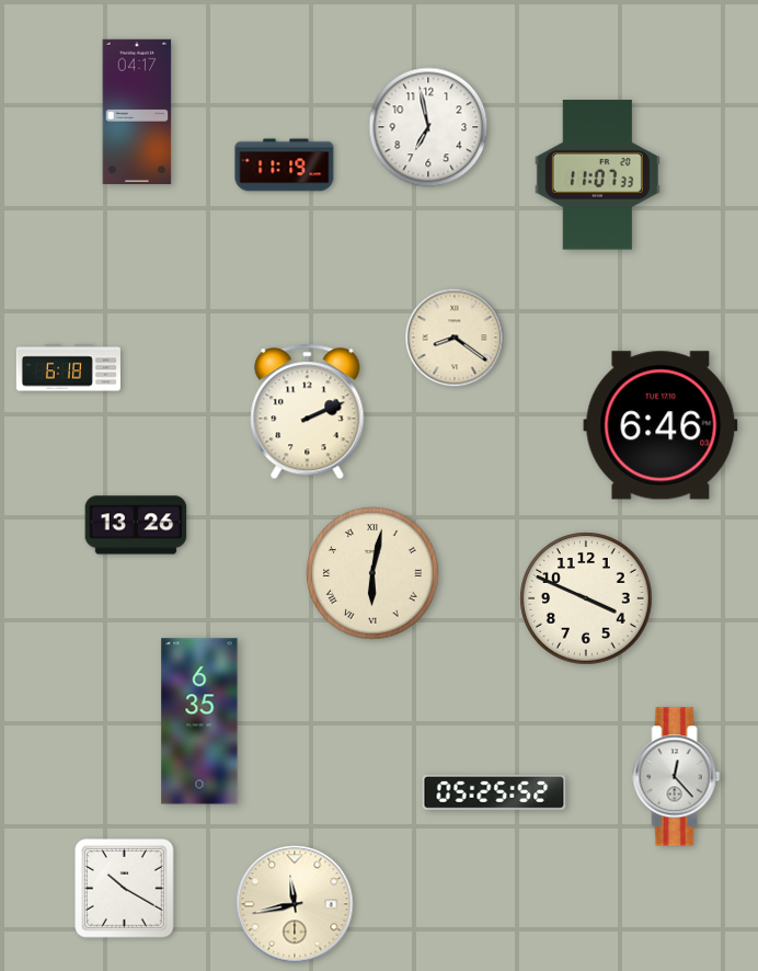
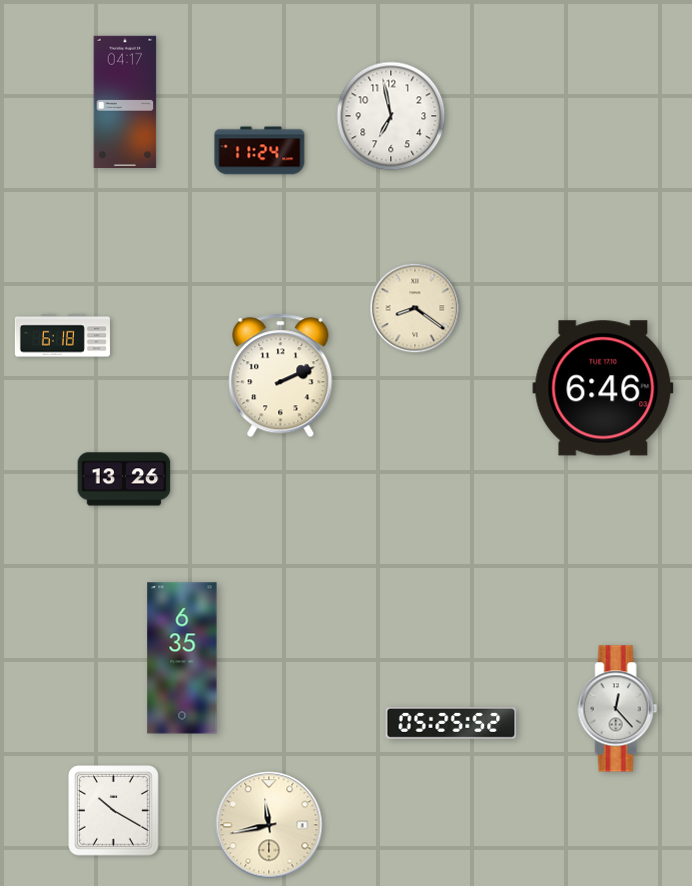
clock at (285, 165): 11:19 -> 11:24
clock at (597, 175): 11:07 -> none
clock at (372, 573): 6:02 -> none
clock at (586, 598): 3:49 -> none
